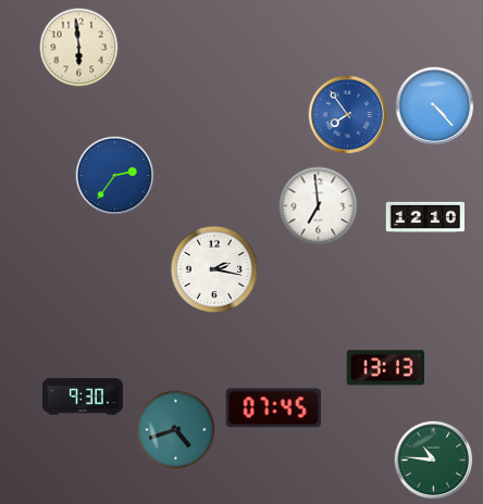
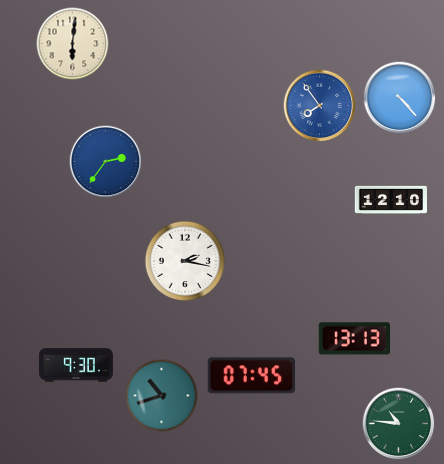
clock at (79, 48): 5:59 -> 6:01
clock at (319, 206): 6:59 -> none
clock at (214, 269) position: (214, 269) -> (185, 261)
clock at (176, 430): 4:42 -> 10:42
